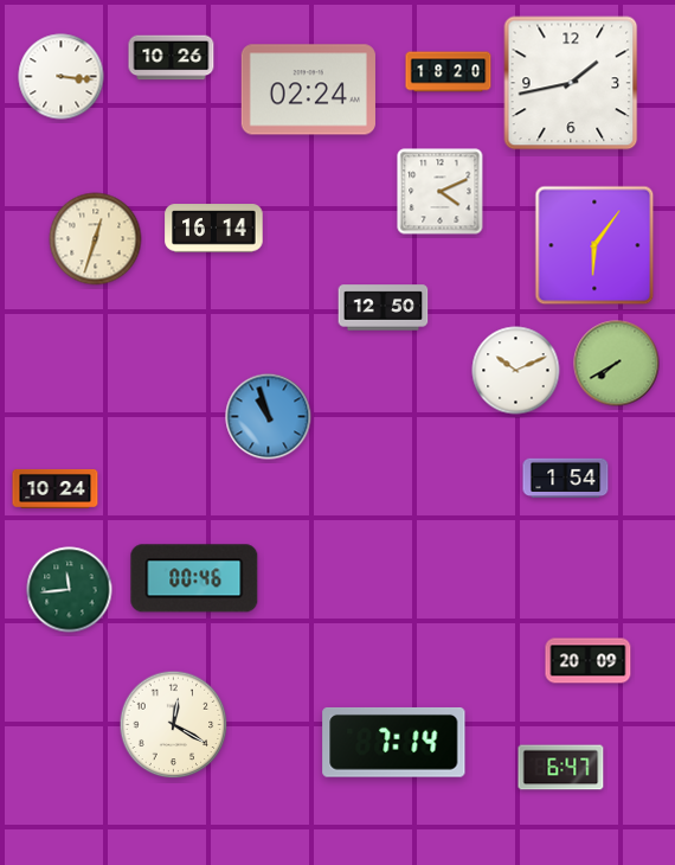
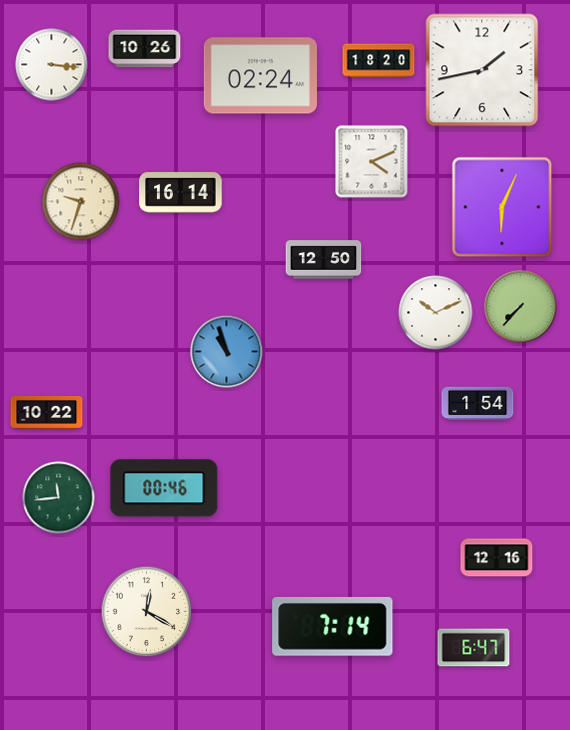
clock at (96, 239): 12:33 -> 9:33
clock at (594, 245): 6:06 -> 6:04
clock at (617, 364): 7:40 -> 7:37
clock at (56, 488): 10:24 -> 10:22
clock at (589, 661): 20:09 -> 12:16
